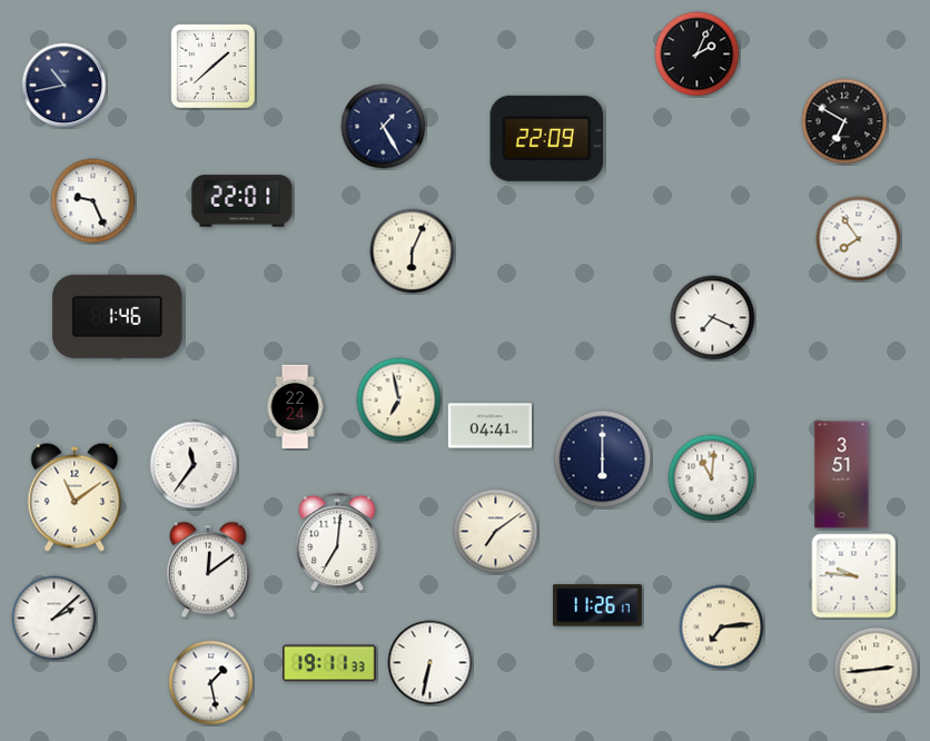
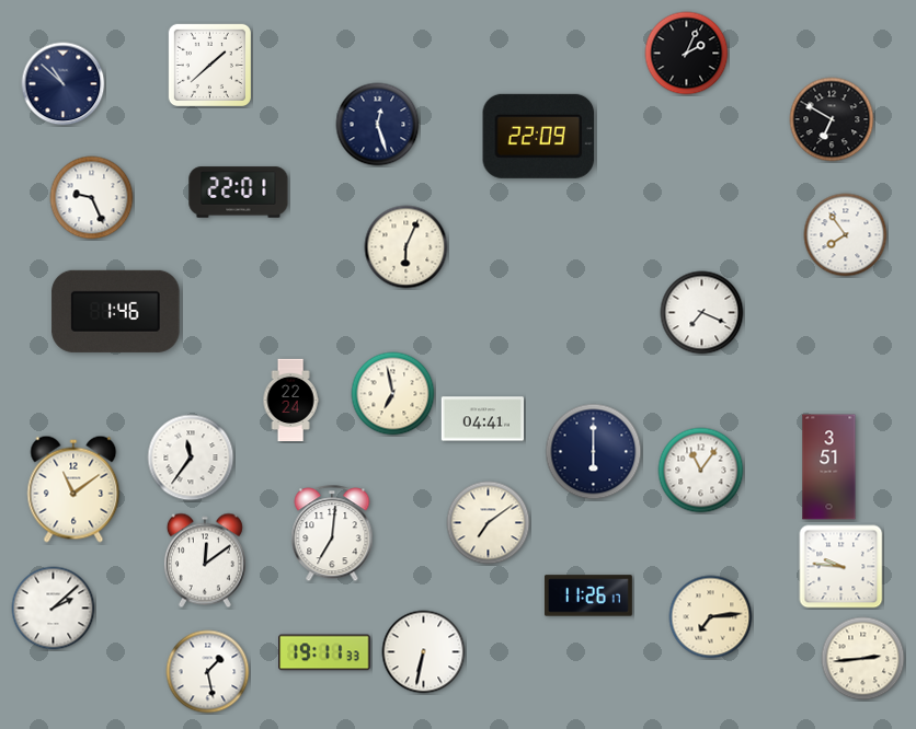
clock at (65, 86): 10:43 -> 10:52
clock at (384, 127): 1:25 -> 12:27
clock at (243, 201) position: (243, 201) -> (239, 193)
clock at (712, 478): 11:01 -> 11:06
